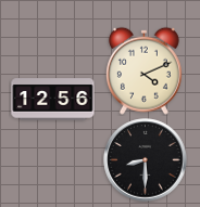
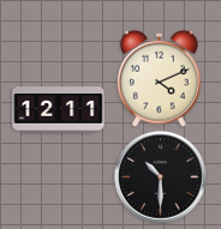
clock at (53, 100): 12:56 -> 12:11
clock at (146, 160): 8:30 -> 10:30
